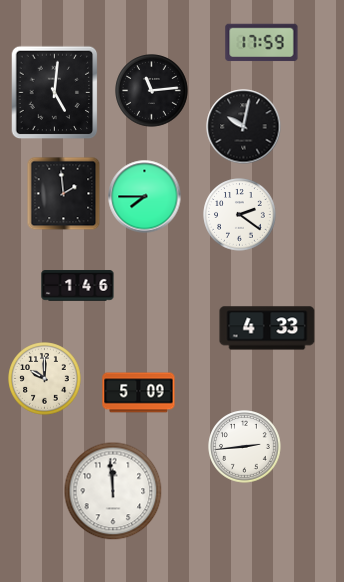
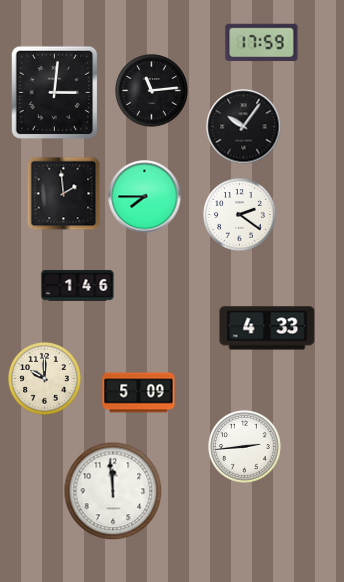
clock at (55, 93): 5:01 -> 3:01
clock at (244, 127): 10:02 -> 10:06
